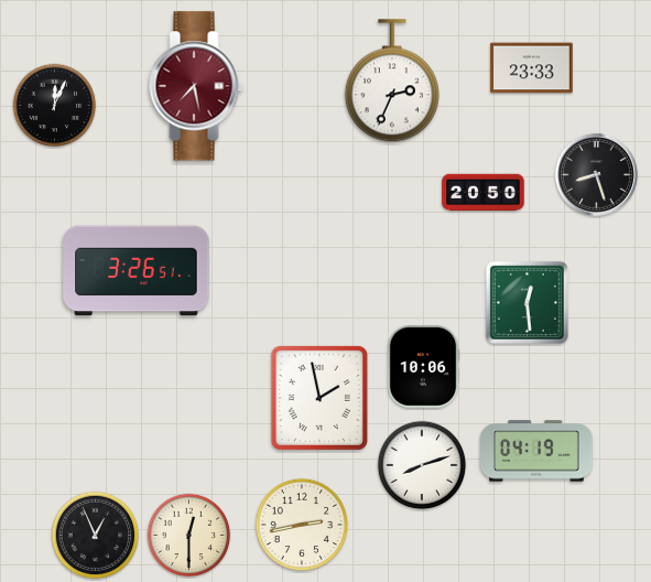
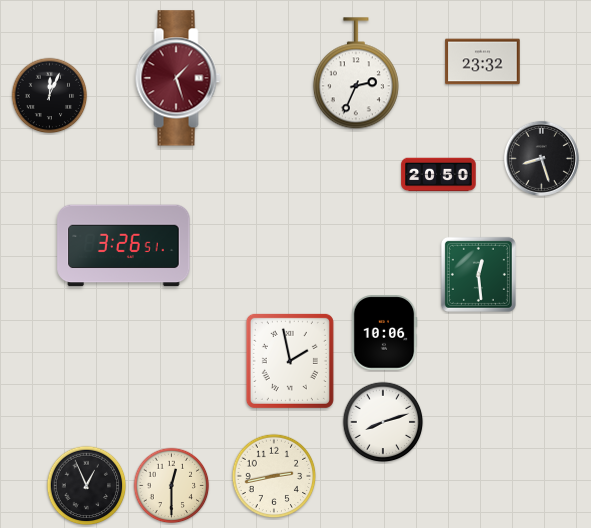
clock at (532, 68): 23:33 -> 23:32
clock at (196, 86): 7:28 -> 1:27
clock at (536, 451): 04:19 -> none
